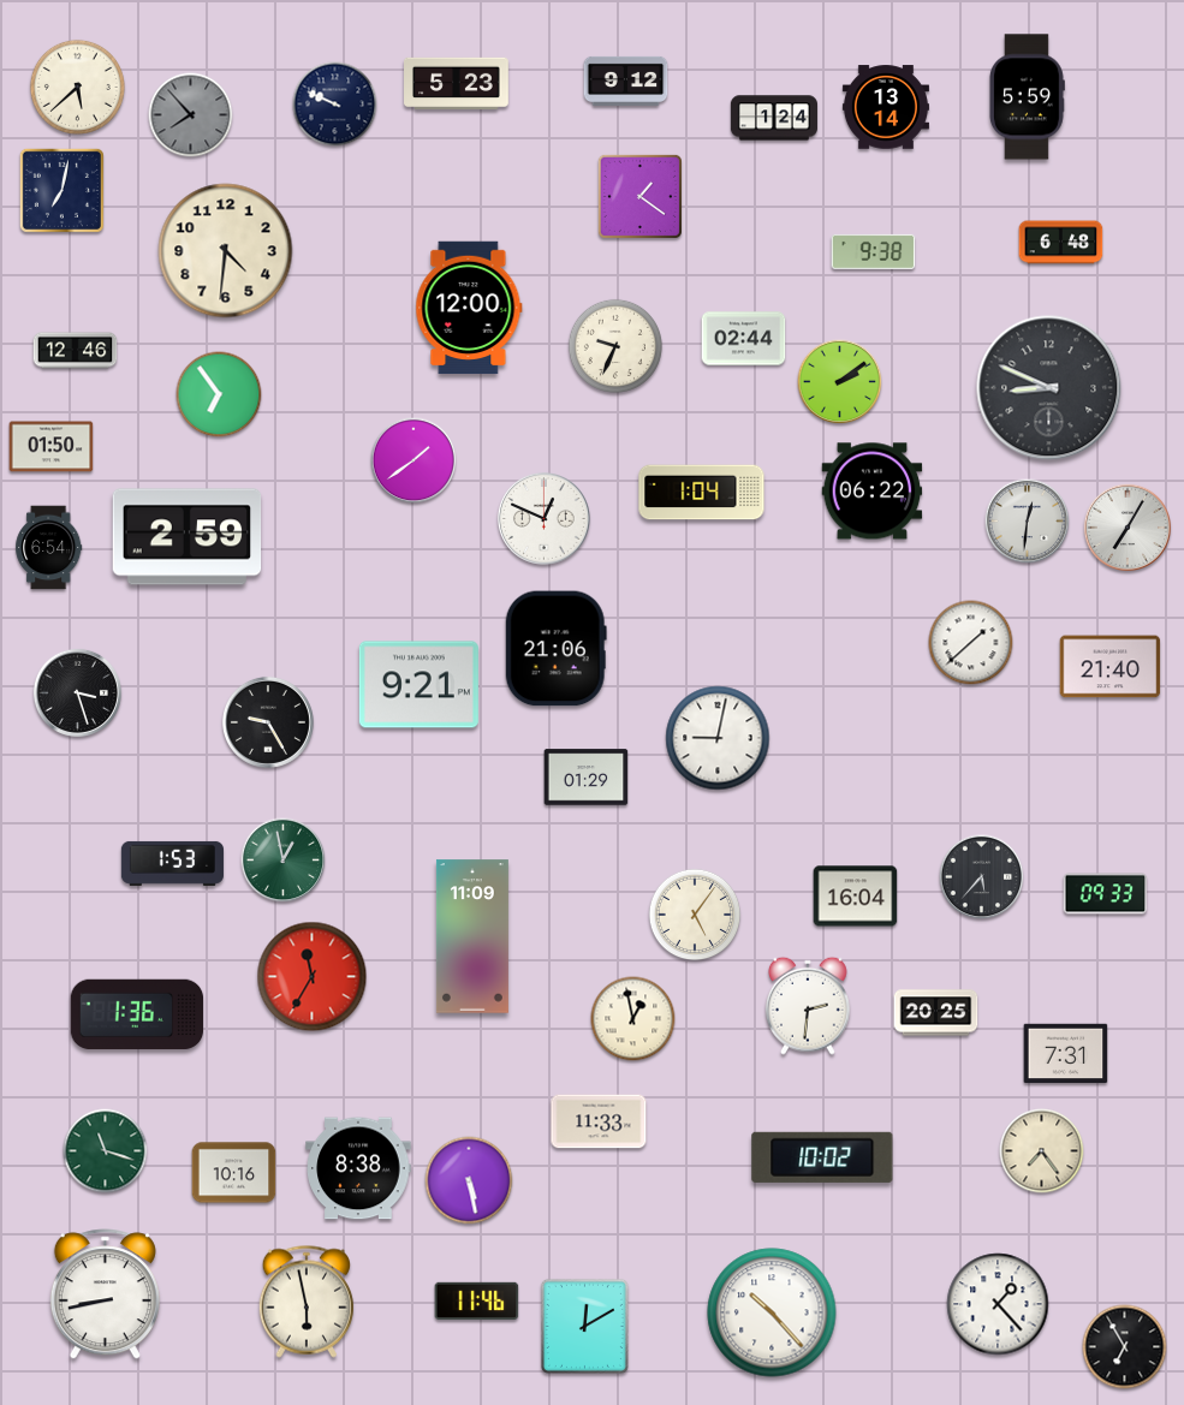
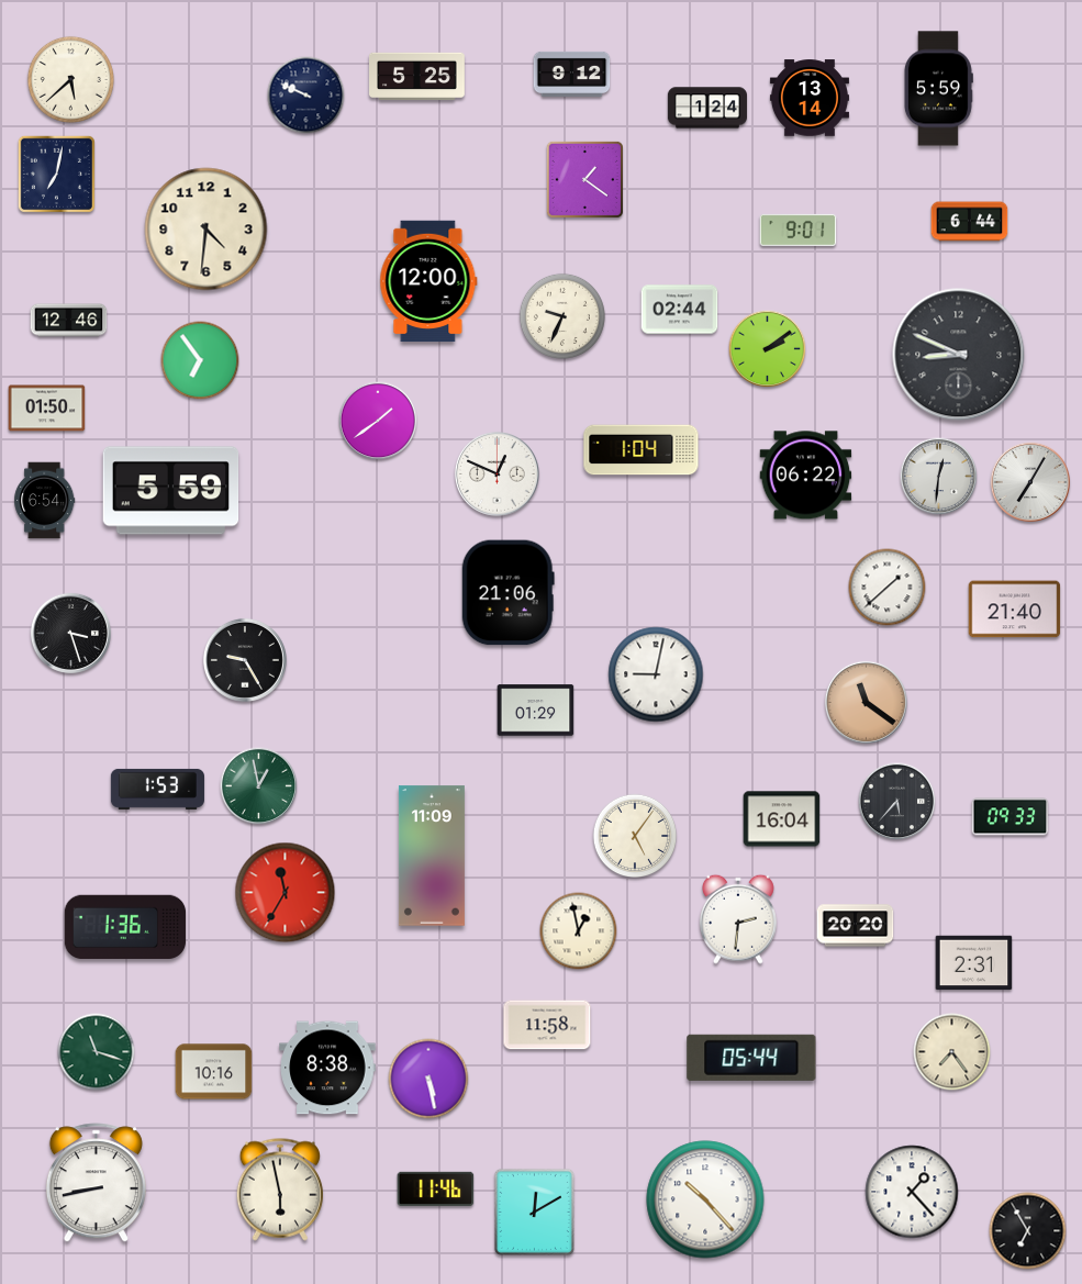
clock at (457, 84): 5:23 -> 5:25
clock at (191, 115): 7:53 -> none
clock at (1061, 243): 6:48 -> 6:44
clock at (874, 251): 9:38 -> 9:01
clock at (873, 492) position: (873, 492) -> (806, 476)
clock at (188, 537): 2:59 -> 5:59
clock at (418, 685): 9:21 -> none
clock at (866, 702): none -> 11:21
clock at (936, 1013): 20:25 -> 20:20
clock at (1066, 1054): 7:31 -> 2:31
clock at (599, 1121): 11:33 -> 11:58
clock at (822, 1157): 10:02 -> 05:44
